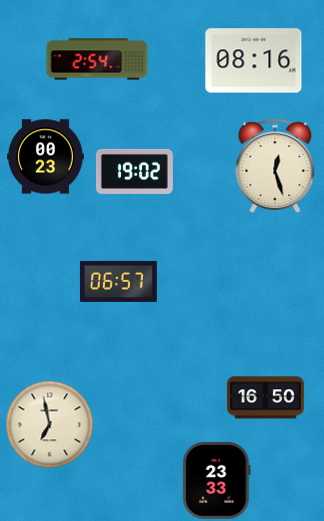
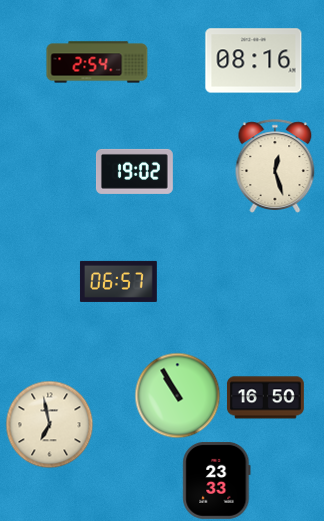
clock at (97, 59) position: (97, 59) -> (97, 62)
clock at (46, 157): 00:23 -> none
clock at (177, 395): none -> 10:55
